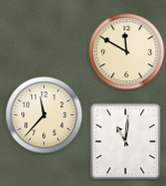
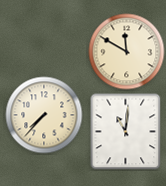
clock at (44, 115): 11:37 -> 7:37
clock at (126, 142) position: (126, 142) -> (126, 132)
